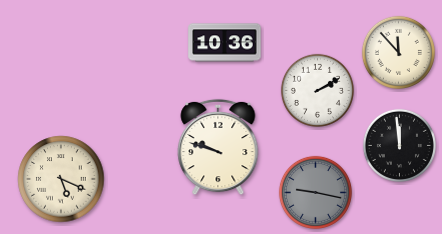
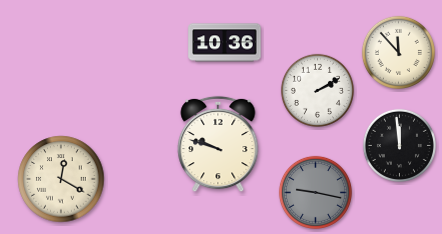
clock at (218, 147) position: (218, 147) -> (218, 144)
clock at (61, 179): 5:19 -> 12:20
